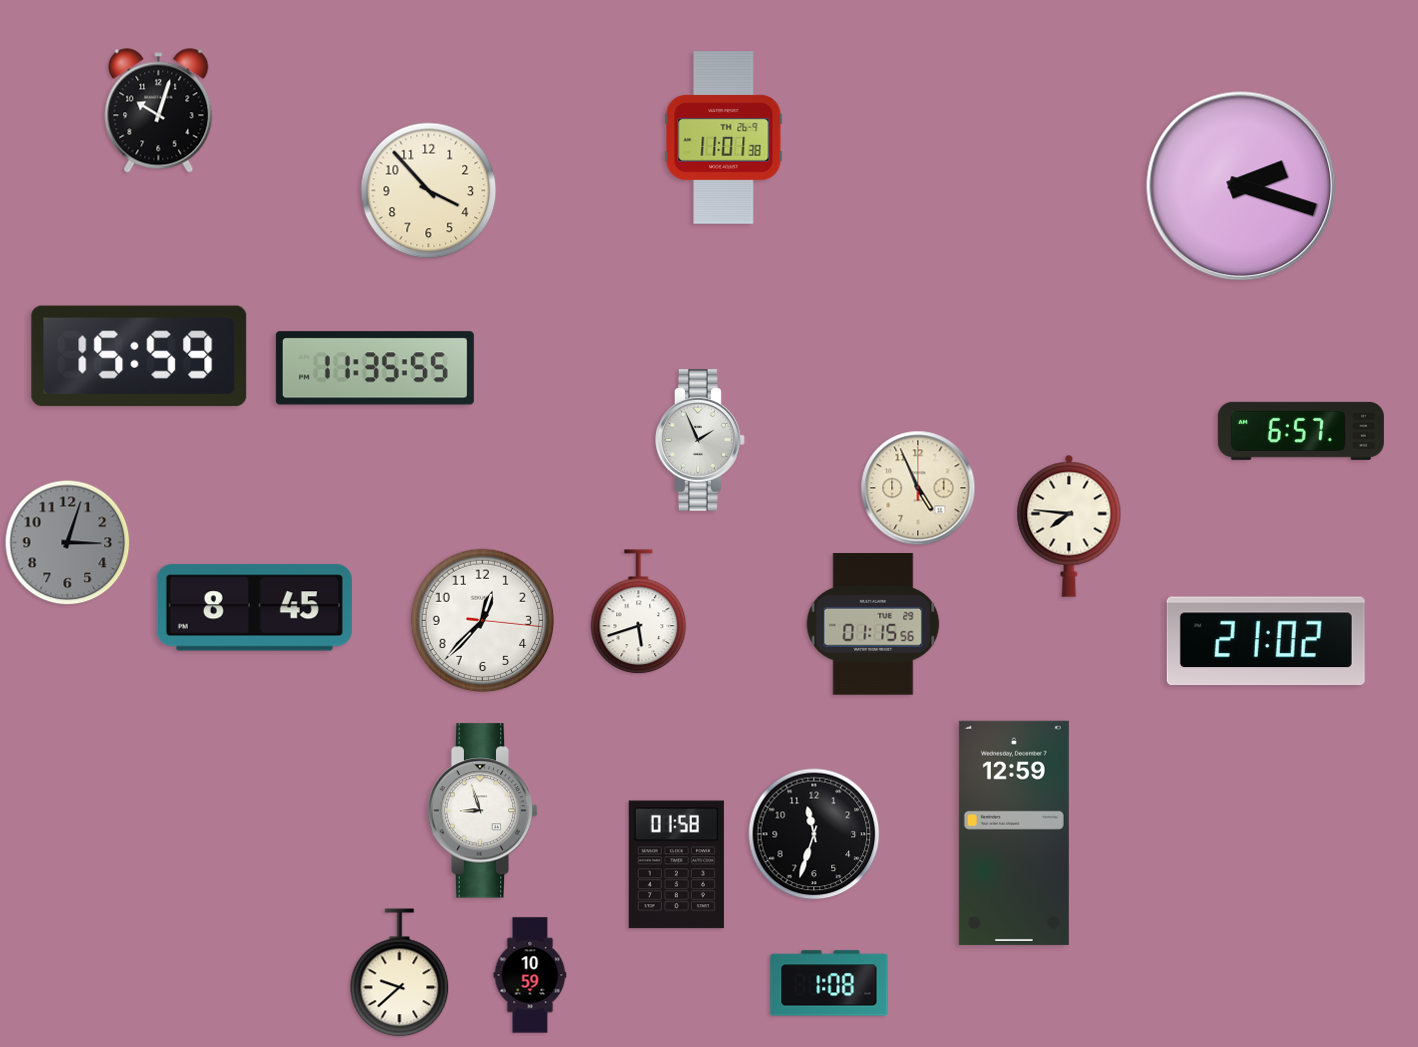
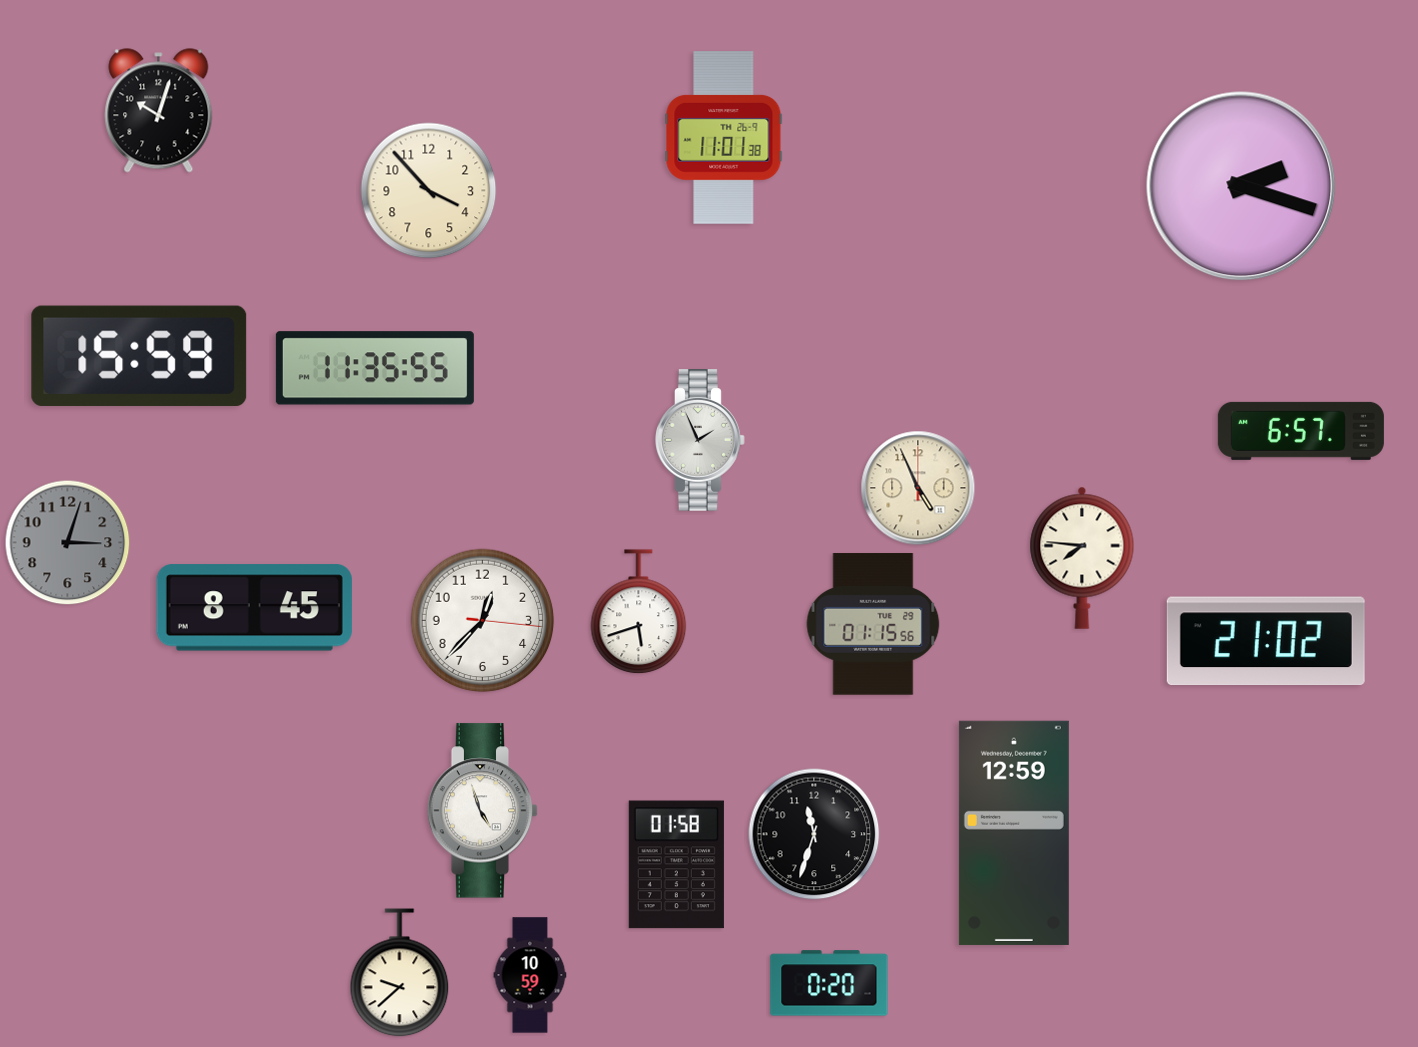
clock at (1069, 526) position: (1069, 526) -> (1082, 558)
clock at (483, 811): 8:57 -> 4:57
clock at (829, 983): 1:08 -> 0:20
